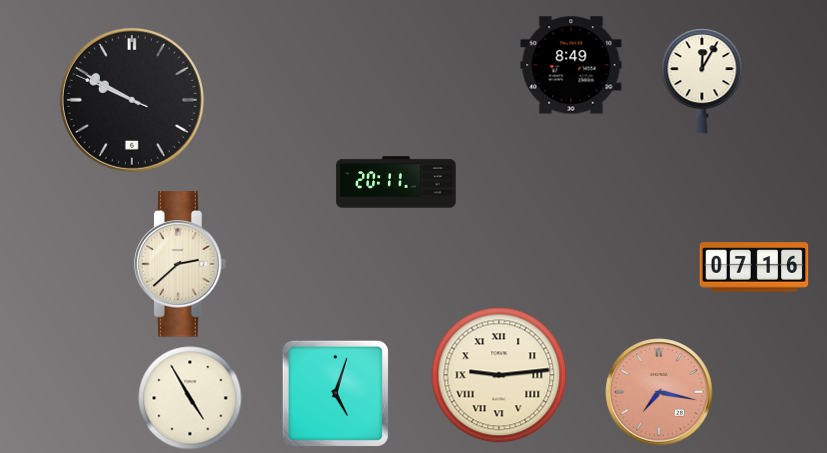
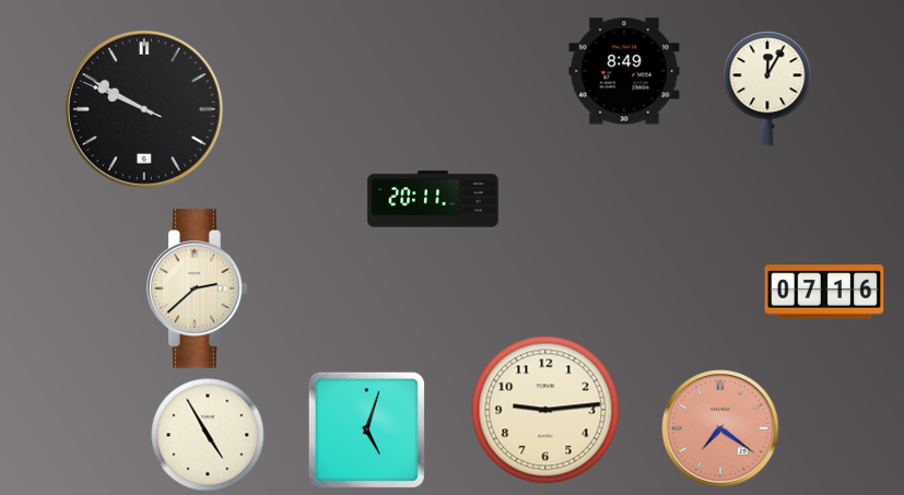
clock at (499, 375) numerals: Roman -> Arabic
clock at (659, 392): 7:17 -> 7:21
